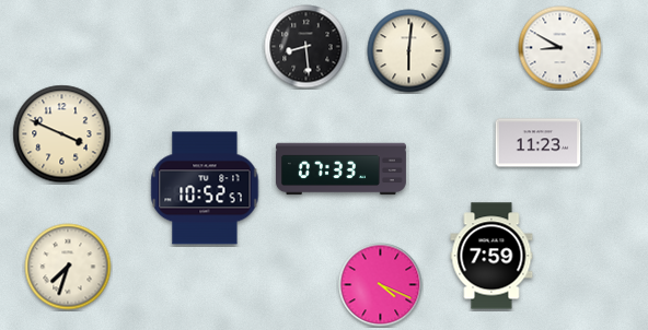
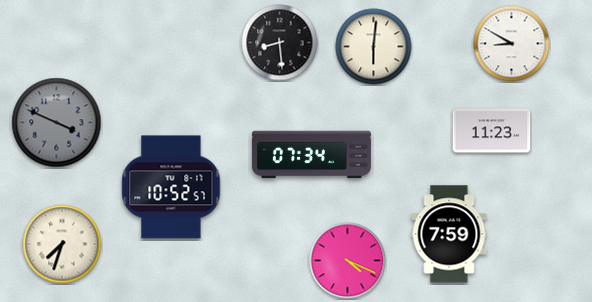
clock at (62, 134) dial: cream -> grey
clock at (340, 169): 07:33 -> 07:34
clock at (205, 188) position: (205, 188) -> (171, 187)
